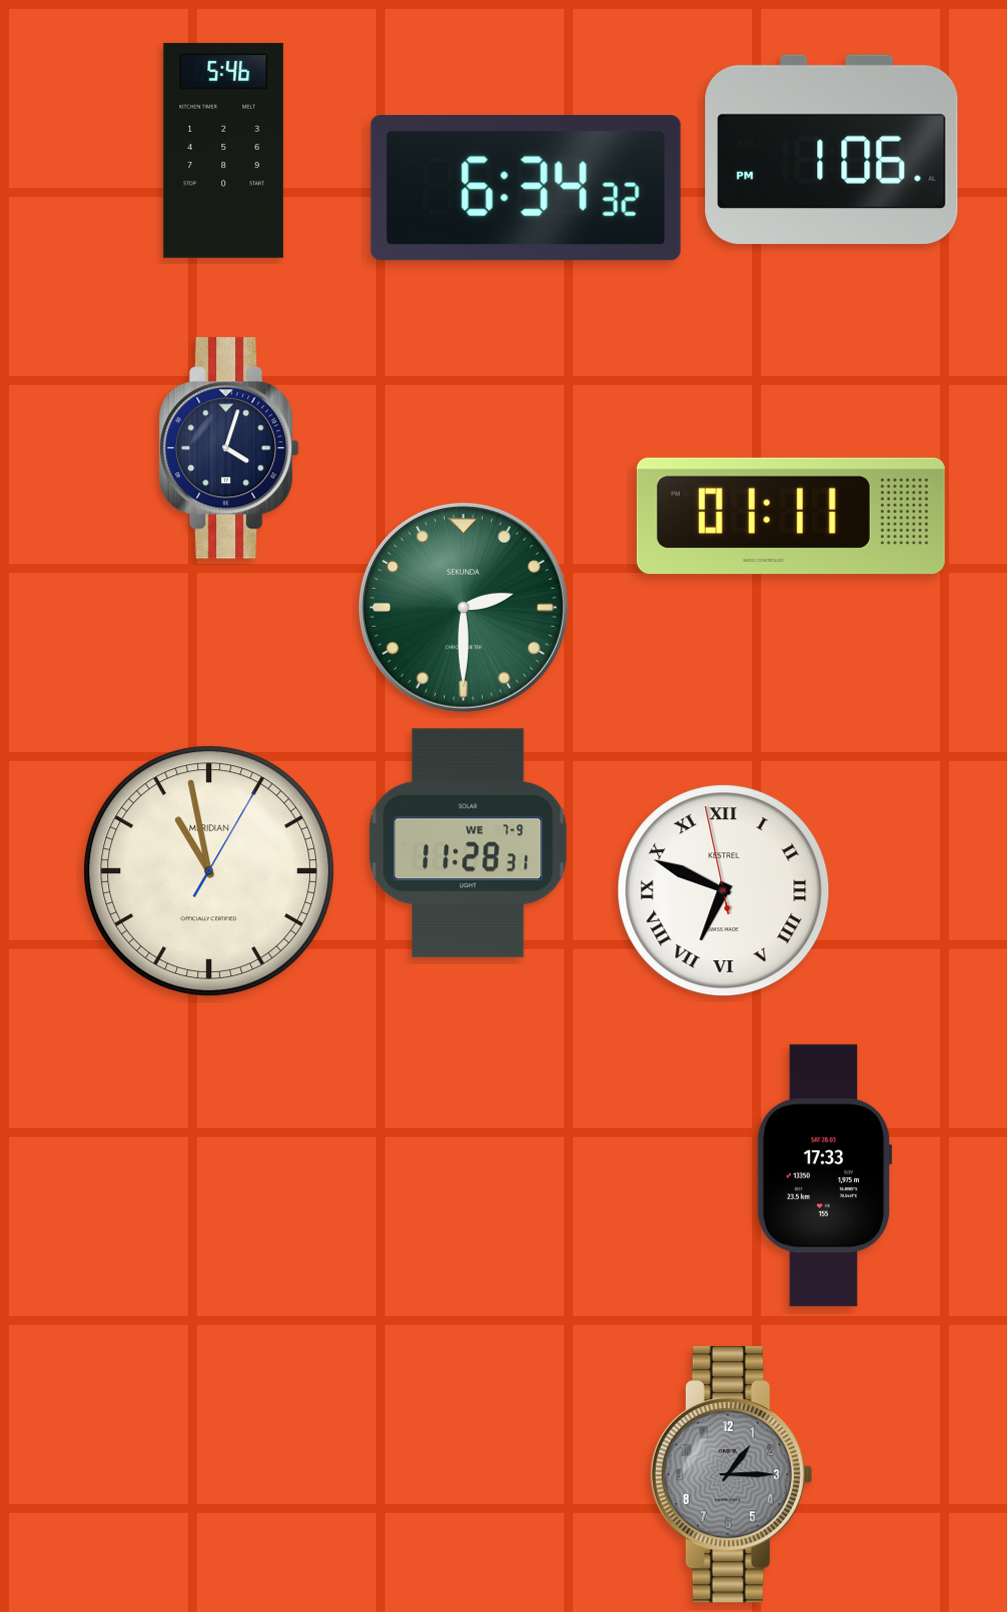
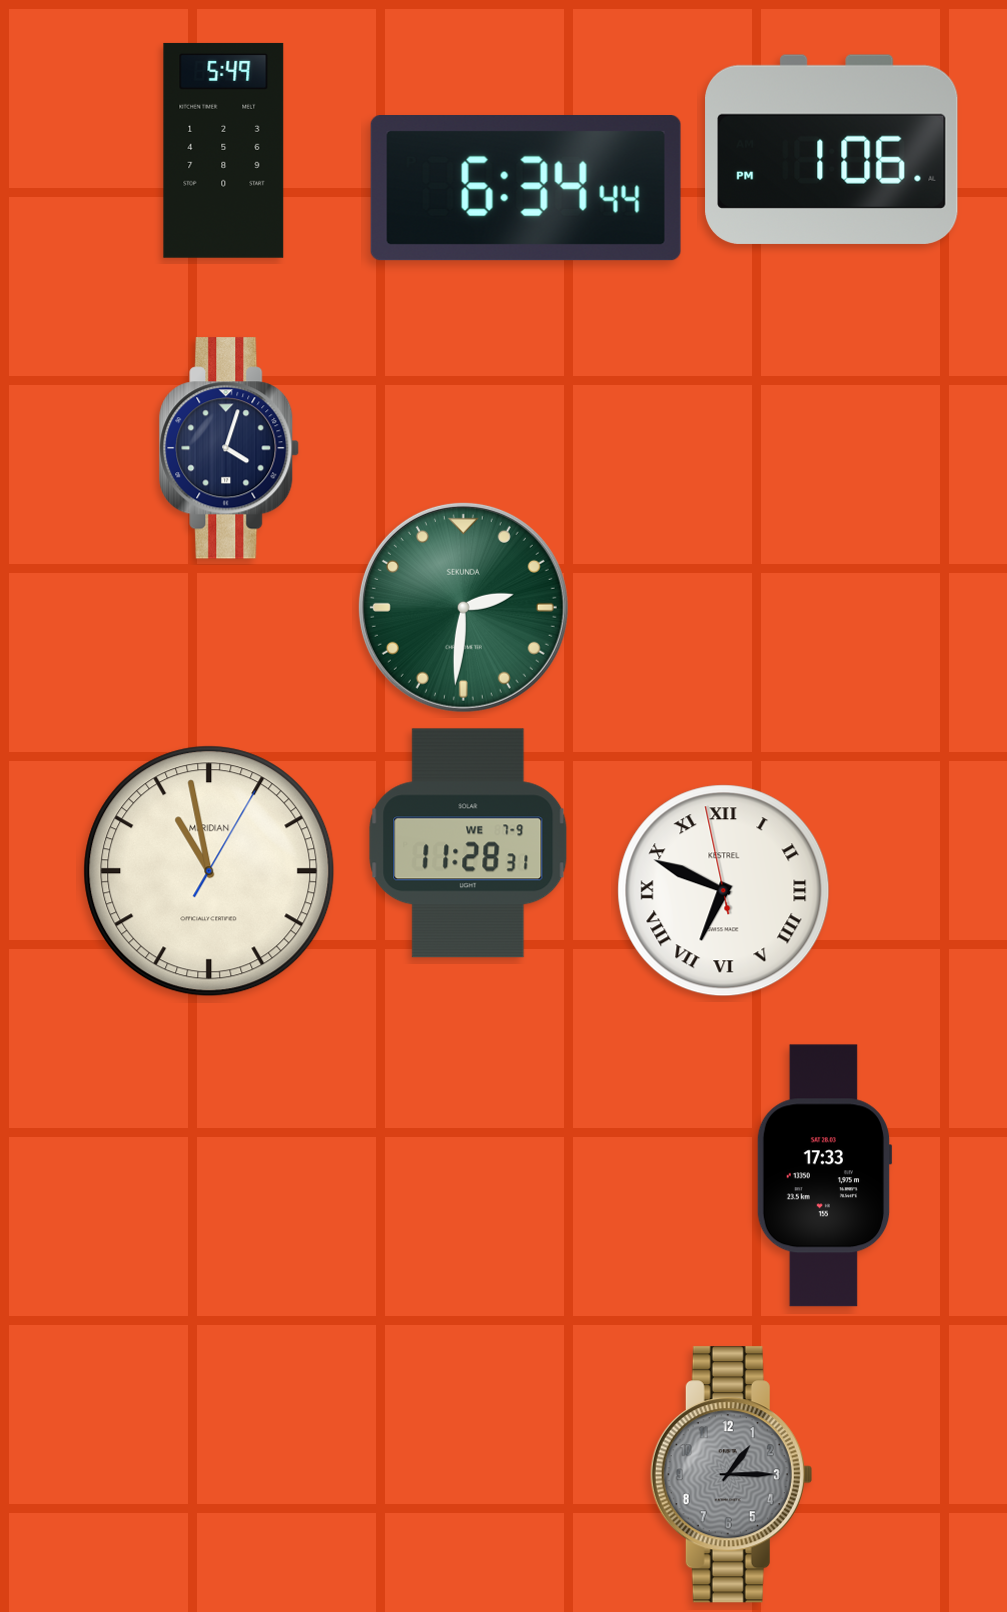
clock at (224, 150): 5:46 -> 5:49
clock at (526, 189): 6:34:32 -> 6:34:44
clock at (791, 516): 01:11 -> none
clock at (463, 607): 2:30 -> 2:31
